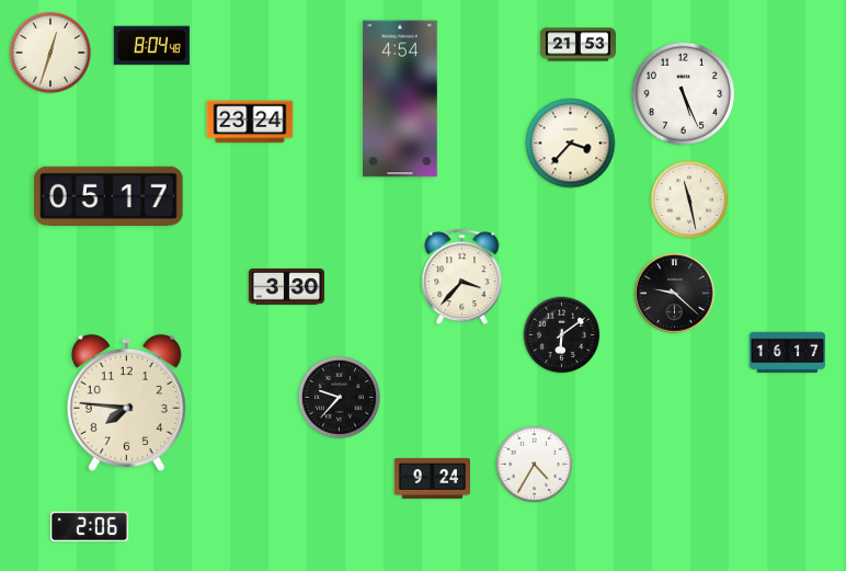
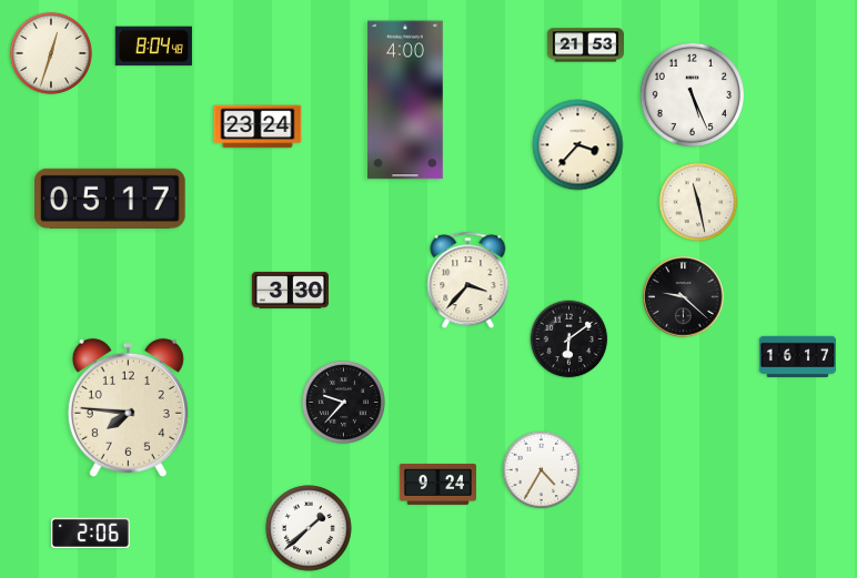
clock at (401, 99): 4:54 -> 4:00
clock at (250, 122) position: (250, 122) -> (258, 126)
clock at (309, 528): none -> 1:38
